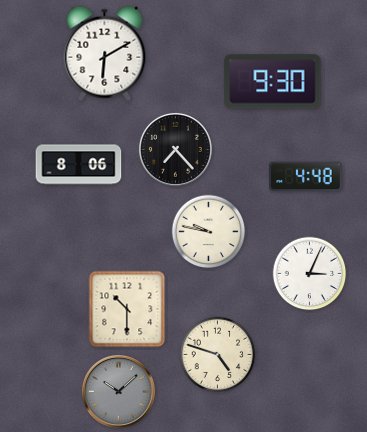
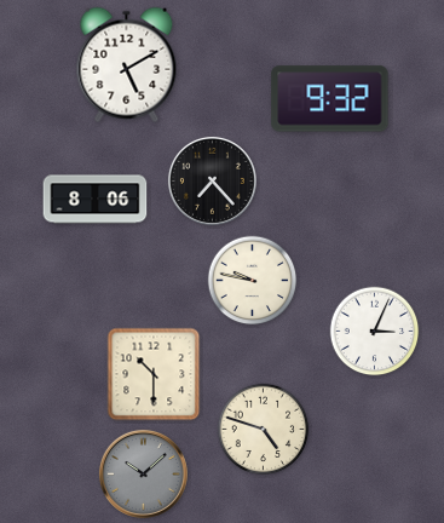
clock at (105, 54): 6:10 -> 5:10
clock at (273, 82): 9:30 -> 9:32
clock at (306, 177): 4:48 -> none
